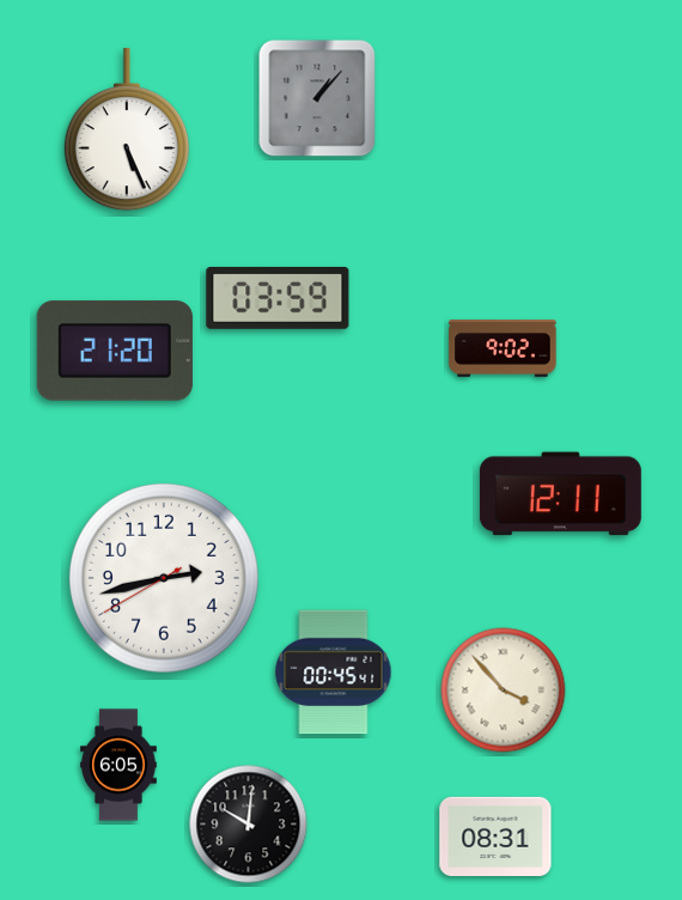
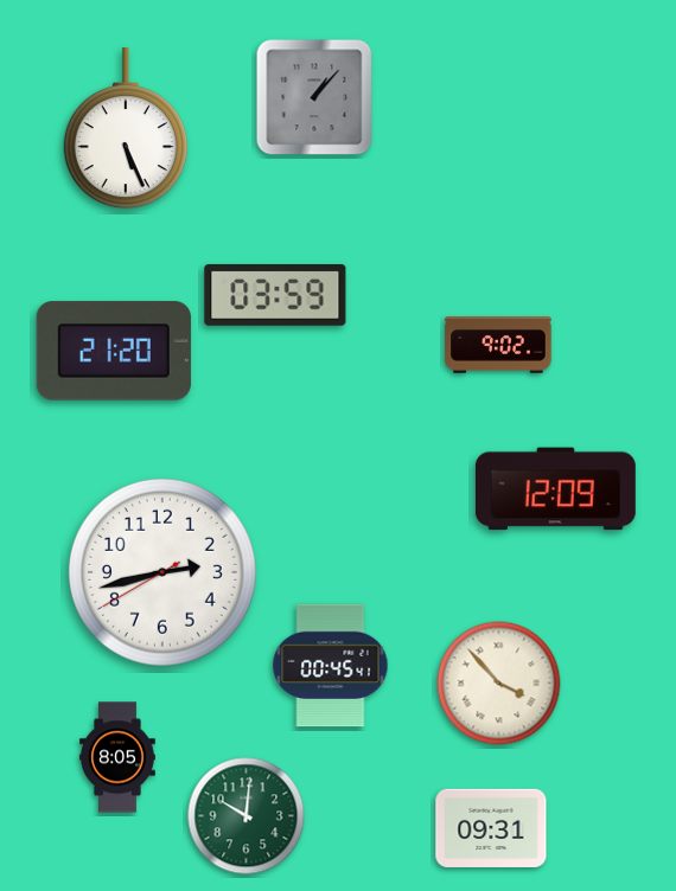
clock at (115, 351) position: (115, 351) -> (114, 351)
clock at (560, 494): 12:11 -> 12:09
clock at (118, 765): 6:05 -> 8:05
clock at (249, 825) dial: black -> green
clock at (495, 835): 08:31 -> 09:31
